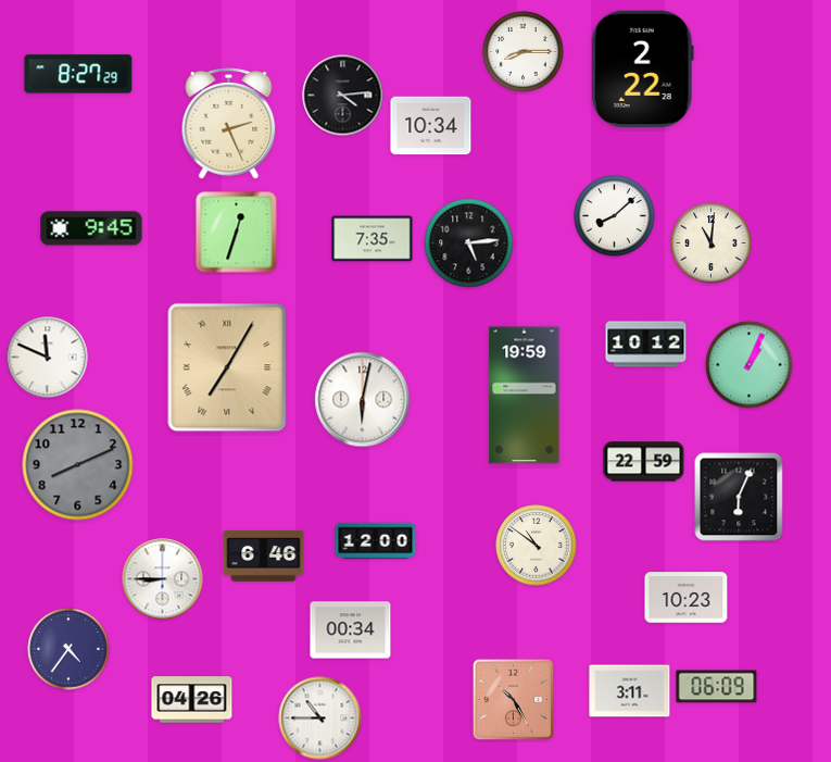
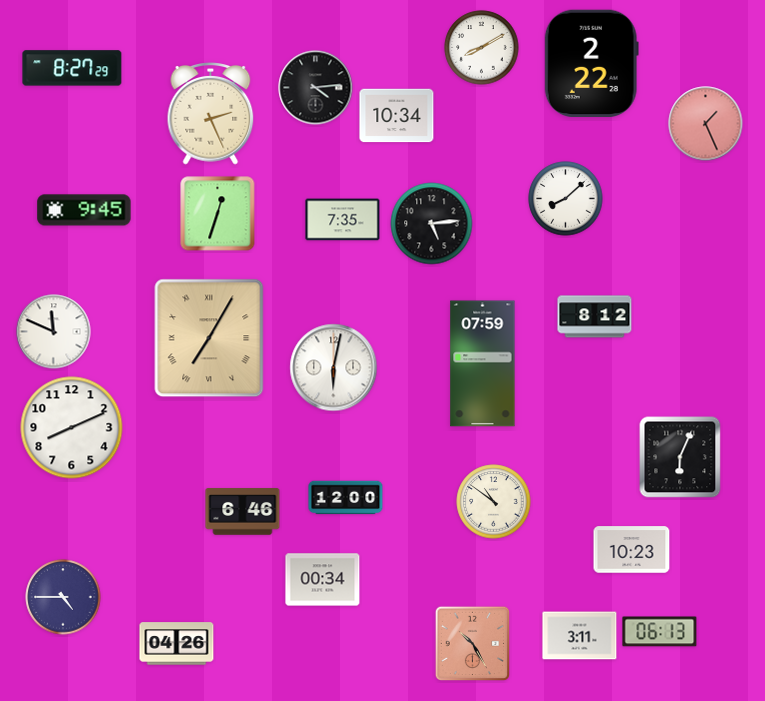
clock at (524, 52): 8:15 -> 8:10
clock at (706, 124): none -> 1:26
clock at (712, 243): 11:01 -> none
clock at (646, 345): 10:12 -> 8:12
clock at (48, 358) position: (48, 358) -> (54, 332)
clock at (750, 365): 1:04 -> none
clock at (525, 396): 19:59 -> 07:59
clock at (644, 462): 22:59 -> none
clock at (78, 465) dial: grey -> white
clock at (163, 579): 8:45 -> none
clock at (68, 649): 4:36 -> 4:45
clock at (717, 687): 06:09 -> 06:13
clock at (320, 719): 10:45 -> none
